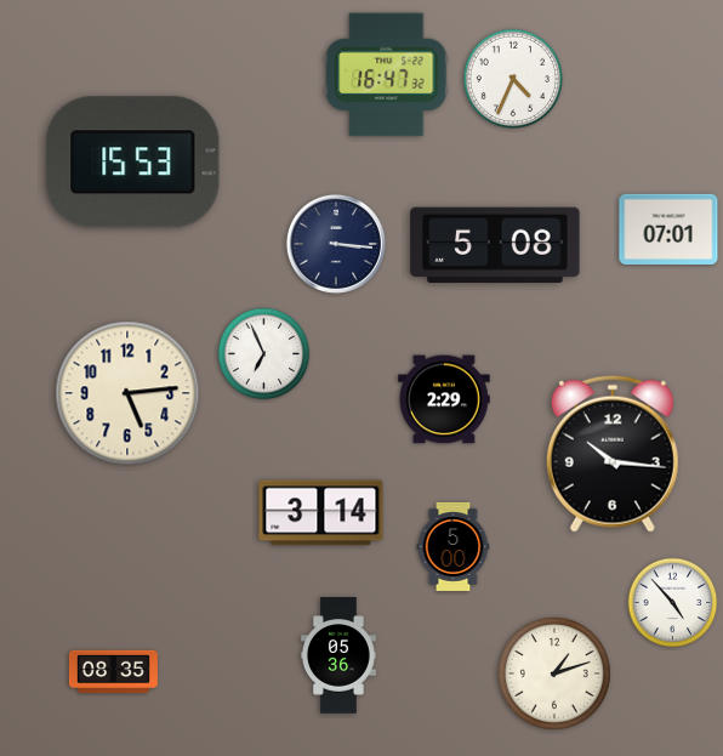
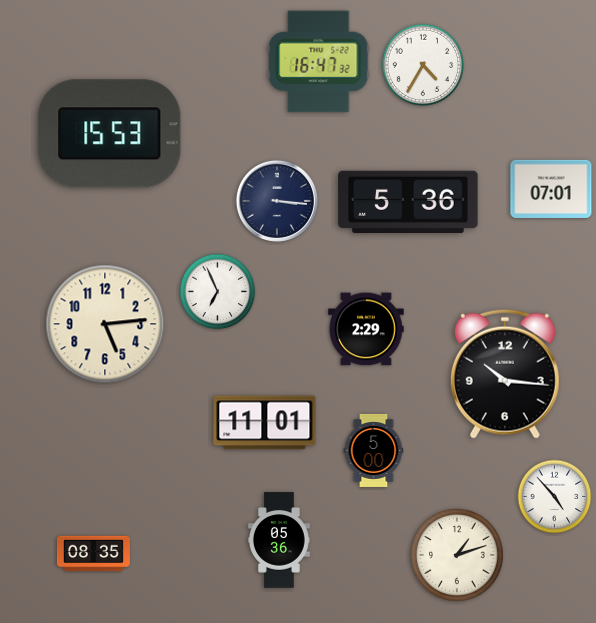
clock at (513, 79): 4:34 -> 4:35
clock at (495, 244): 5:08 -> 5:36
clock at (321, 513): 3:14 -> 11:01
